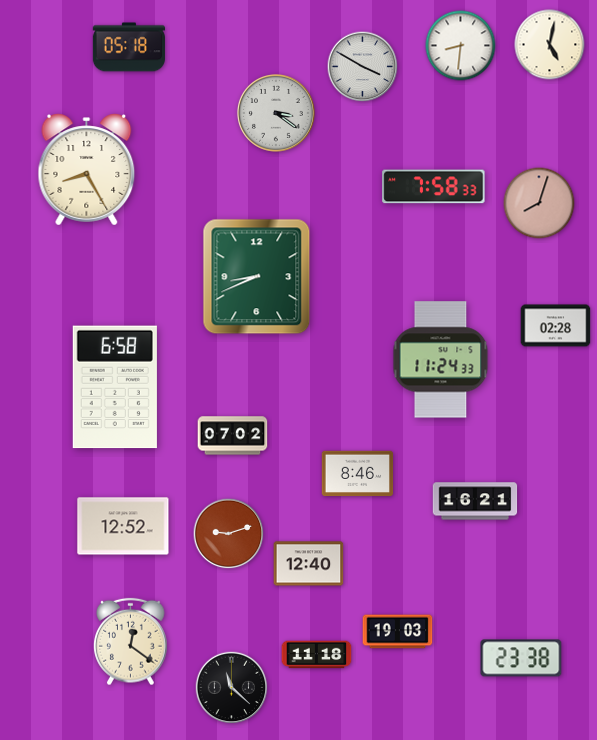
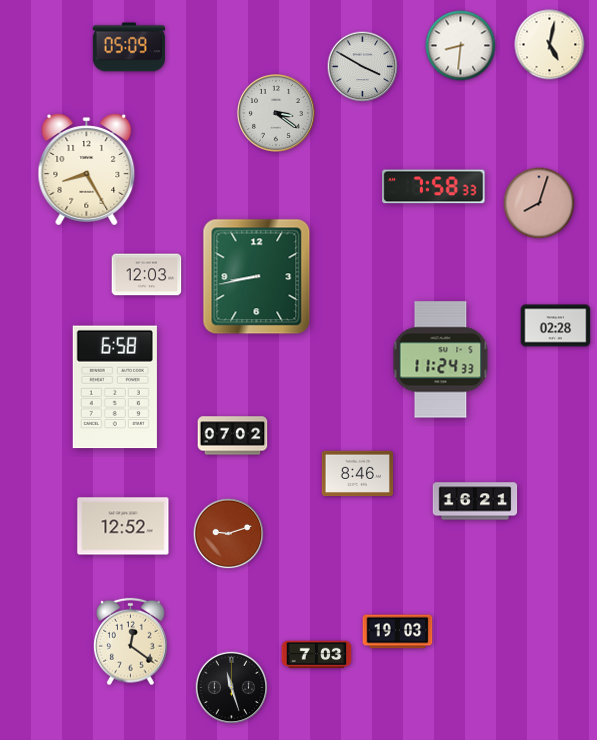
clock at (129, 47): 05:18 -> 05:09
clock at (147, 275): none -> 12:03
clock at (257, 277): 8:41 -> 8:43
clock at (309, 564): 12:40 -> none
clock at (317, 655): 11:18 -> 7:03
clock at (521, 658): 23:38 -> none
clock at (232, 688): 11:22 -> 11:27
